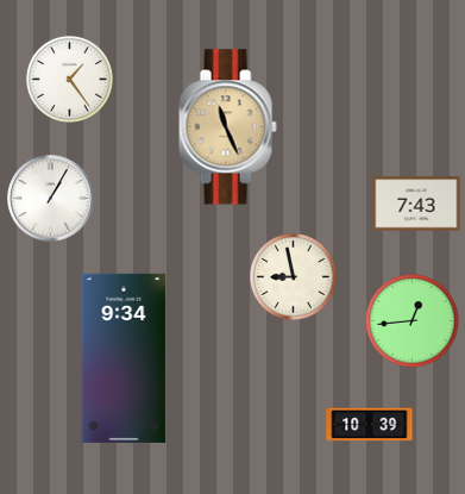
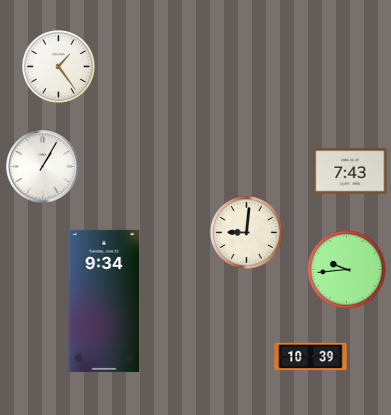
clock at (227, 127): 11:26 -> none
clock at (293, 276): 8:58 -> 9:01
clock at (413, 321): 12:44 -> 9:44
